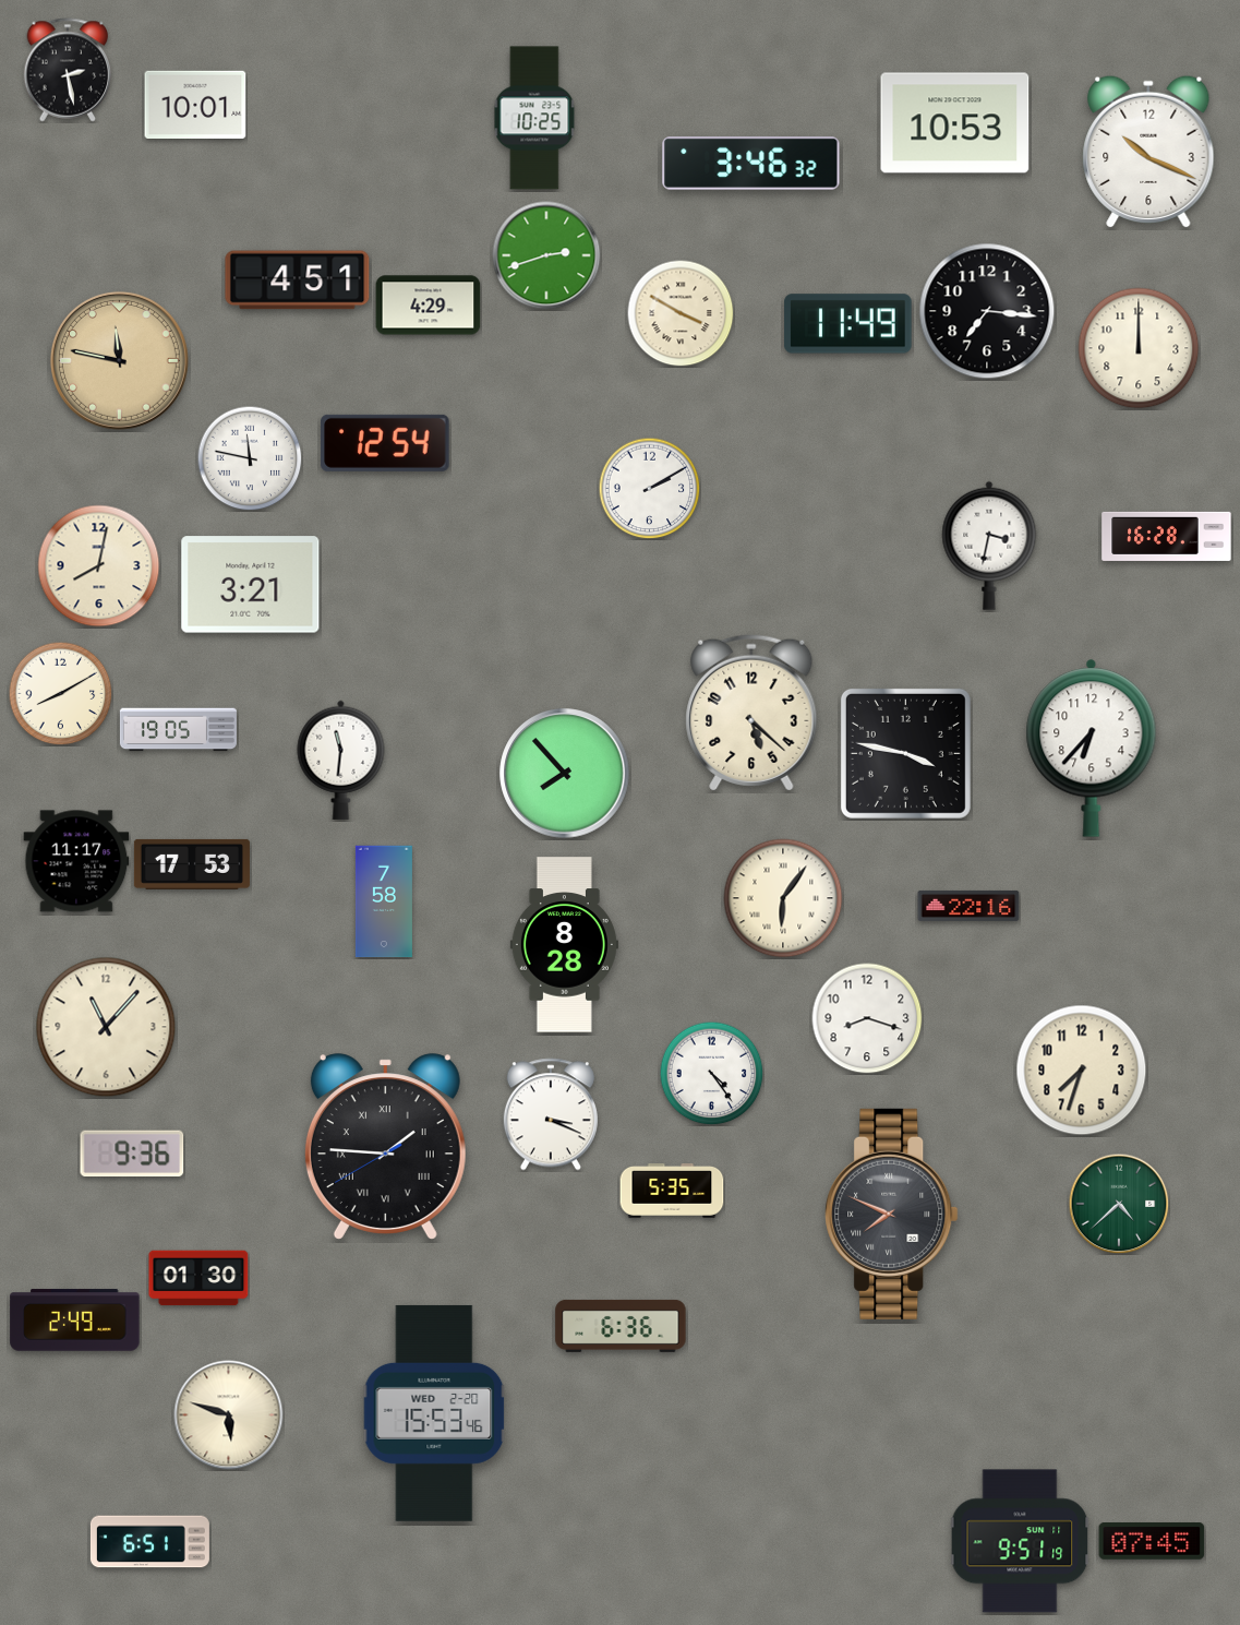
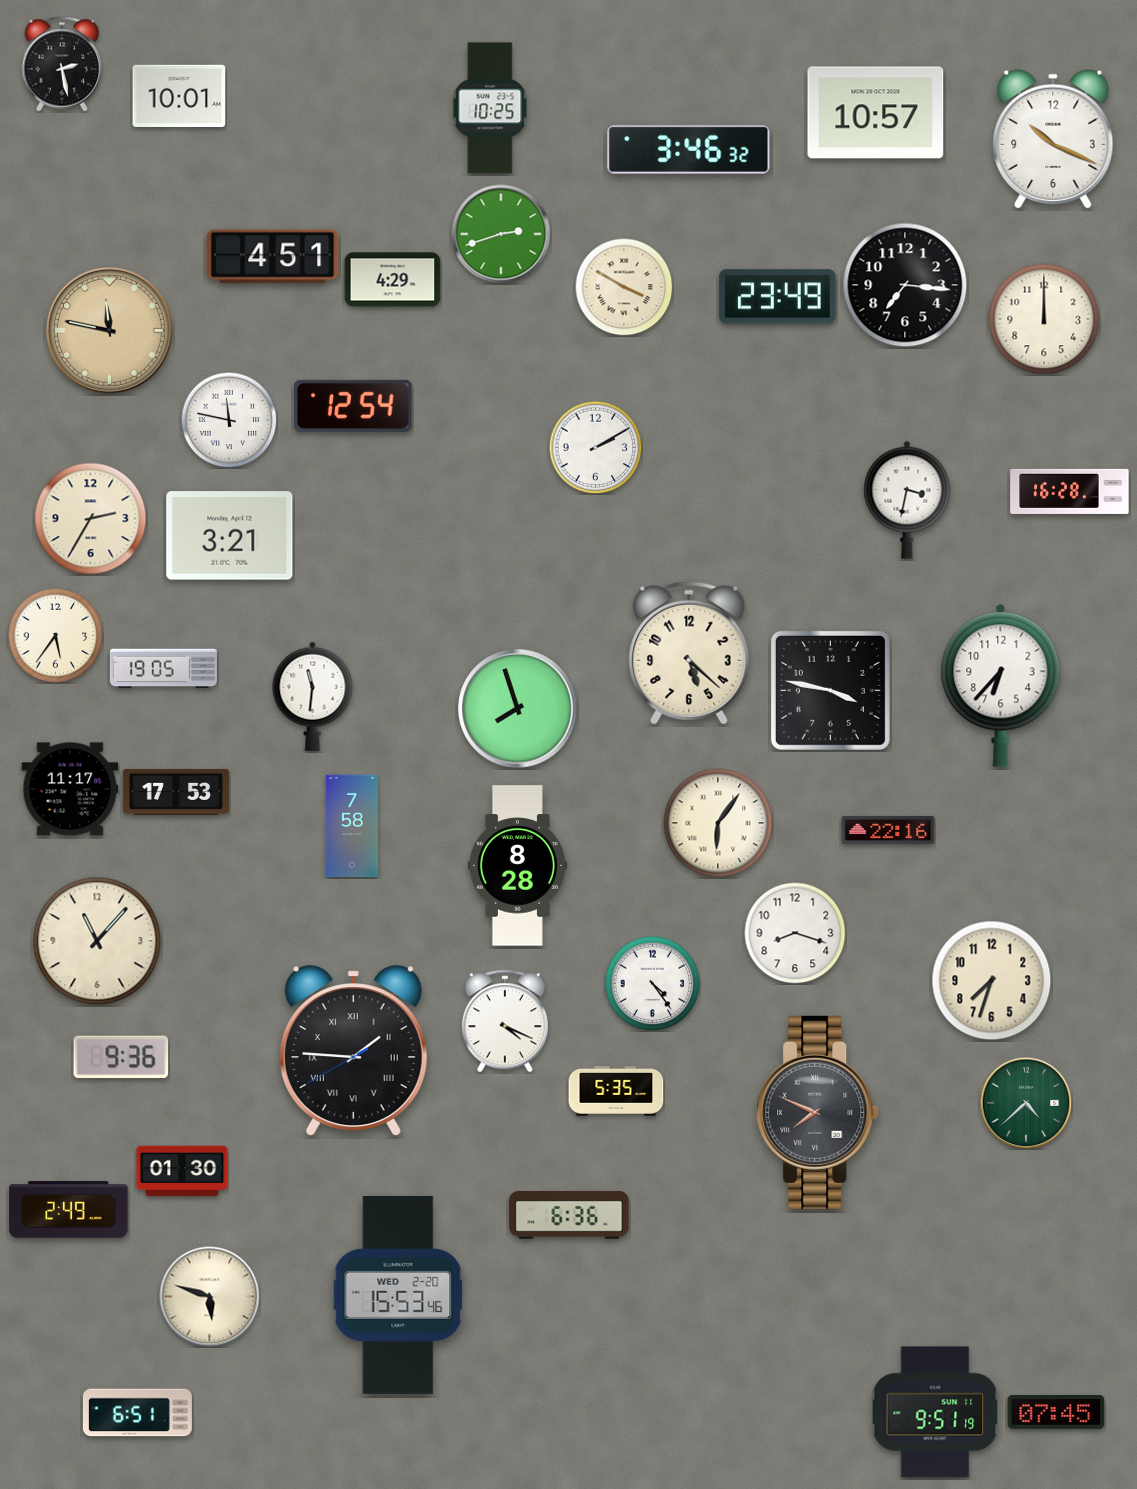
clock at (955, 123): 10:53 -> 10:57
clock at (848, 324): 11:49 -> 23:49
clock at (99, 566): 8:02 -> 2:35
clock at (60, 693): 8:10 -> 5:36
clock at (565, 774): 7:53 -> 7:57
clock at (551, 1114): 3:19 -> 4:19
